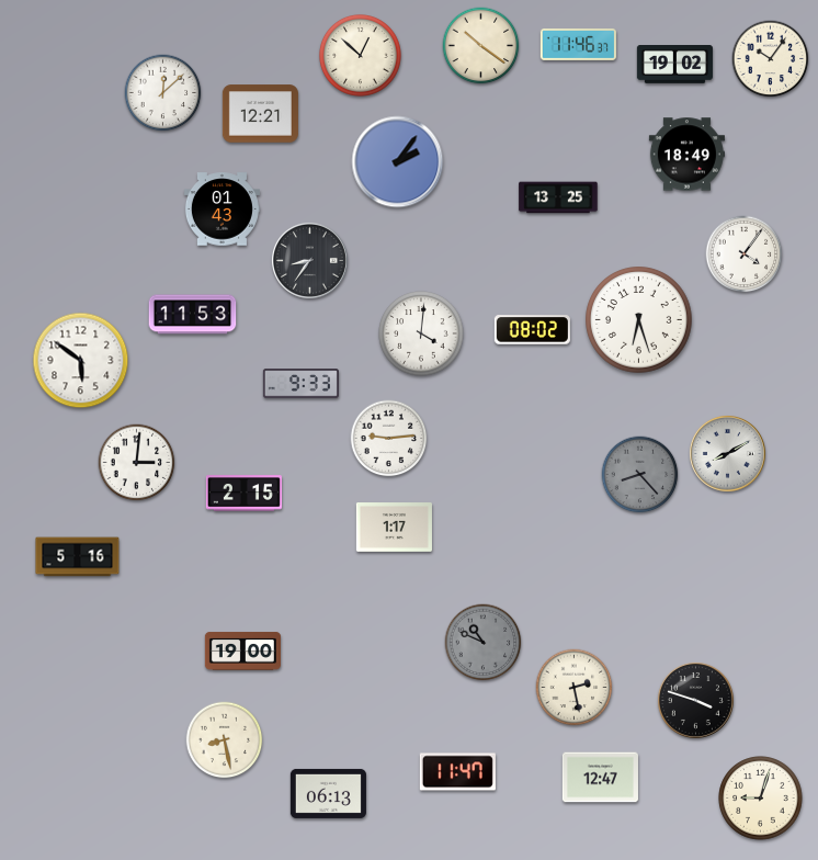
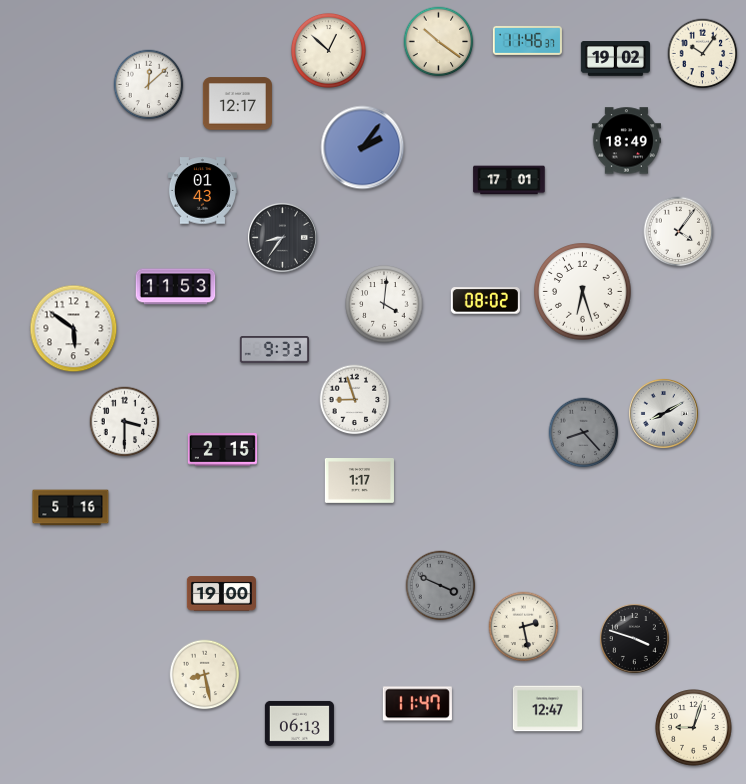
clock at (260, 114): 12:21 -> 12:17
clock at (558, 197): 13:25 -> 17:01
clock at (389, 439): 9:14 -> 8:57
clock at (137, 463): 3:01 -> 3:30
clock at (484, 643): 10:49 -> 3:49
